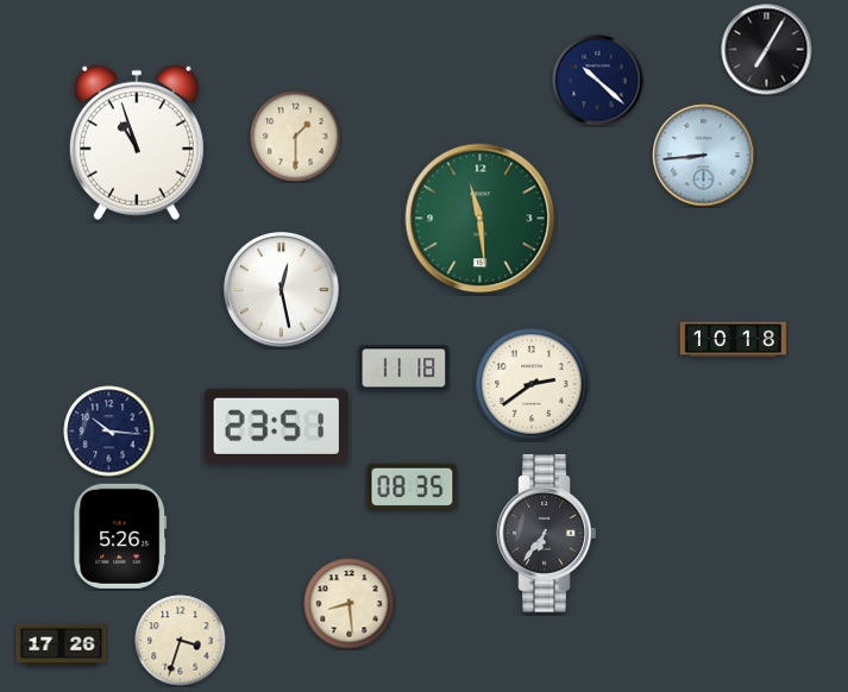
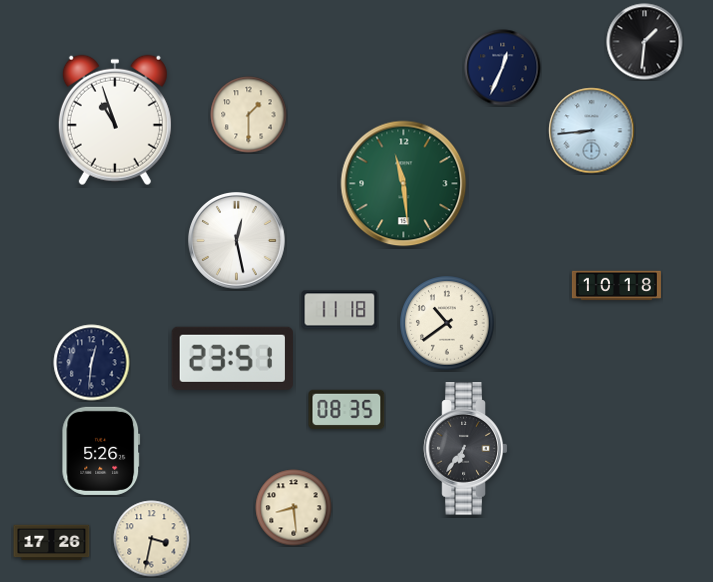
clock at (767, 50): 7:05 -> 1:31
clock at (598, 81): 10:22 -> 12:34
clock at (282, 290) position: (282, 290) -> (237, 241)
clock at (532, 384): 2:39 -> 10:39
clock at (109, 432): 10:16 -> 12:31
clock at (547, 534) position: (547, 534) -> (466, 449)
clock at (181, 641): 3:33 -> 3:32
